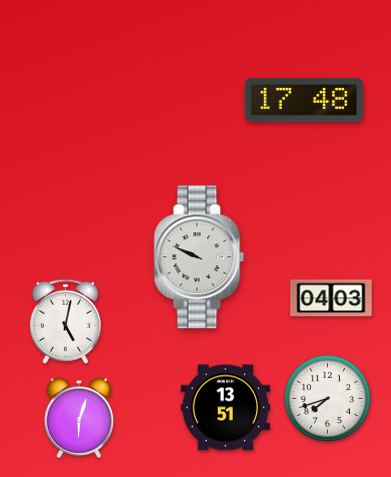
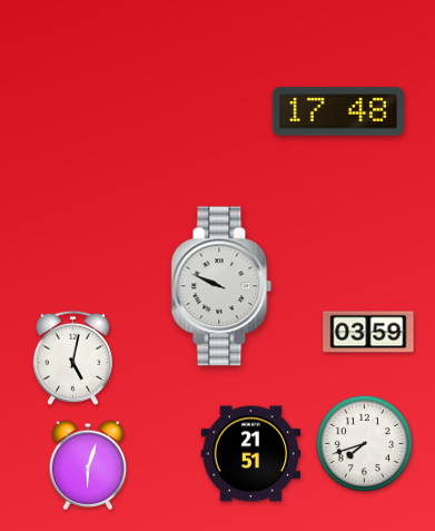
clock at (331, 298): 04:03 -> 03:59
clock at (226, 408): 13:51 -> 21:51
